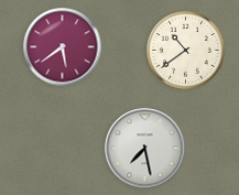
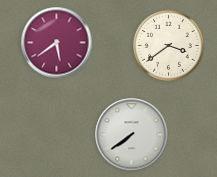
clock at (186, 51): 10:39 -> 3:39
clock at (145, 149): 7:28 -> 7:39
